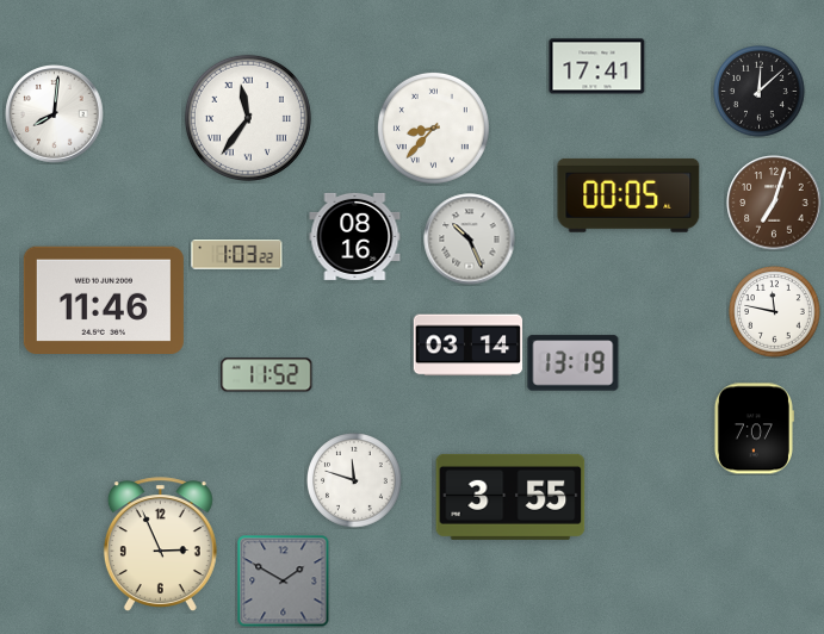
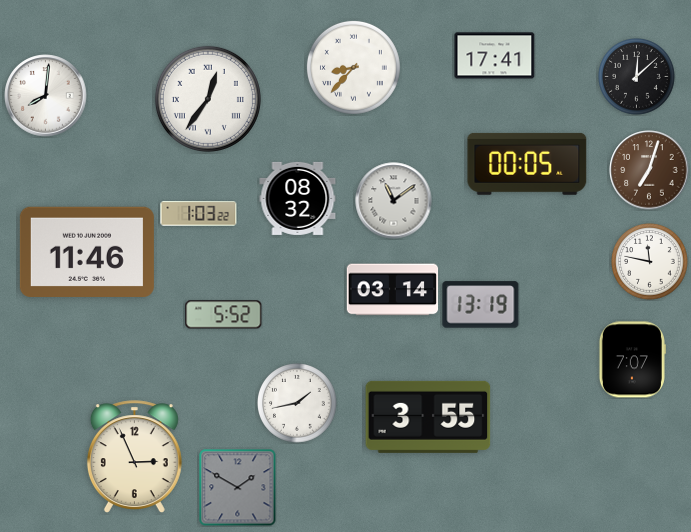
clock at (597, 67) position: (597, 67) -> (495, 56)
clock at (248, 118): 11:36 -> 12:36
clock at (433, 128) position: (433, 128) -> (353, 67)
clock at (355, 236): 08:16 -> 08:32
clock at (470, 240): 10:26 -> 11:09
clock at (267, 375): 11:52 -> 5:52
clock at (354, 481): 11:48 -> 1:43
